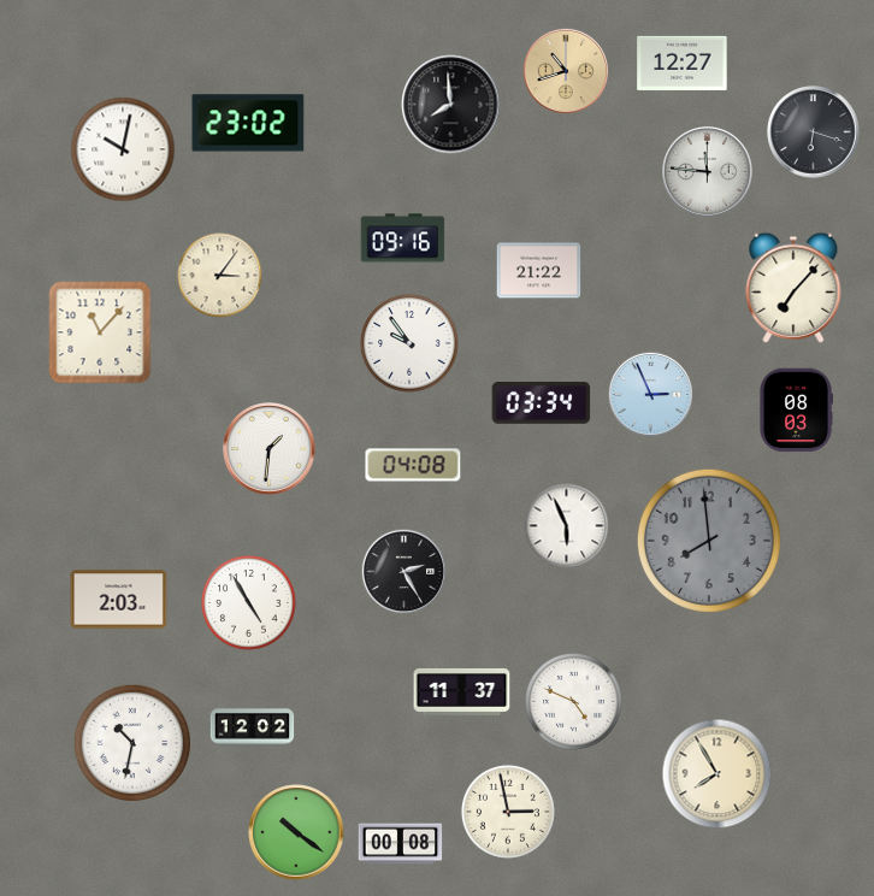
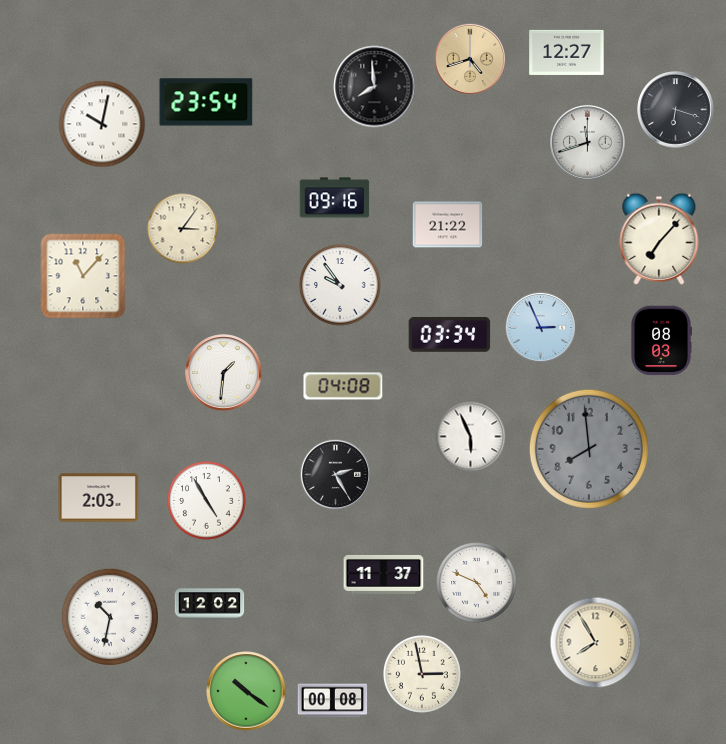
clock at (565, 70): 10:42 -> 4:42
clock at (248, 123): 23:02 -> 23:54
clock at (708, 172): 11:46 -> 11:42
